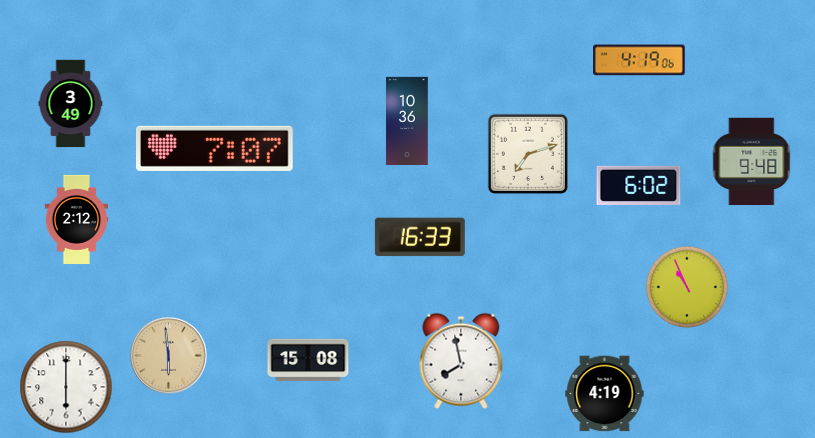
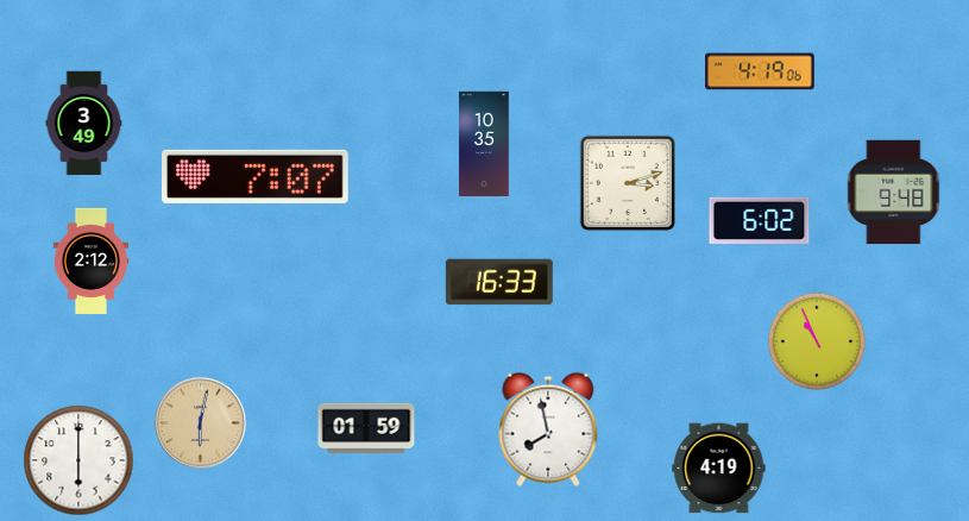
clock at (407, 120): 10:36 -> 10:35
clock at (528, 154): 7:12 -> 3:12
clock at (168, 355): 5:59 -> 6:02
clock at (308, 360): 15:08 -> 01:59
